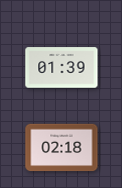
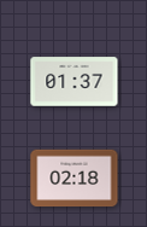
clock at (62, 68): 01:39 -> 01:37
